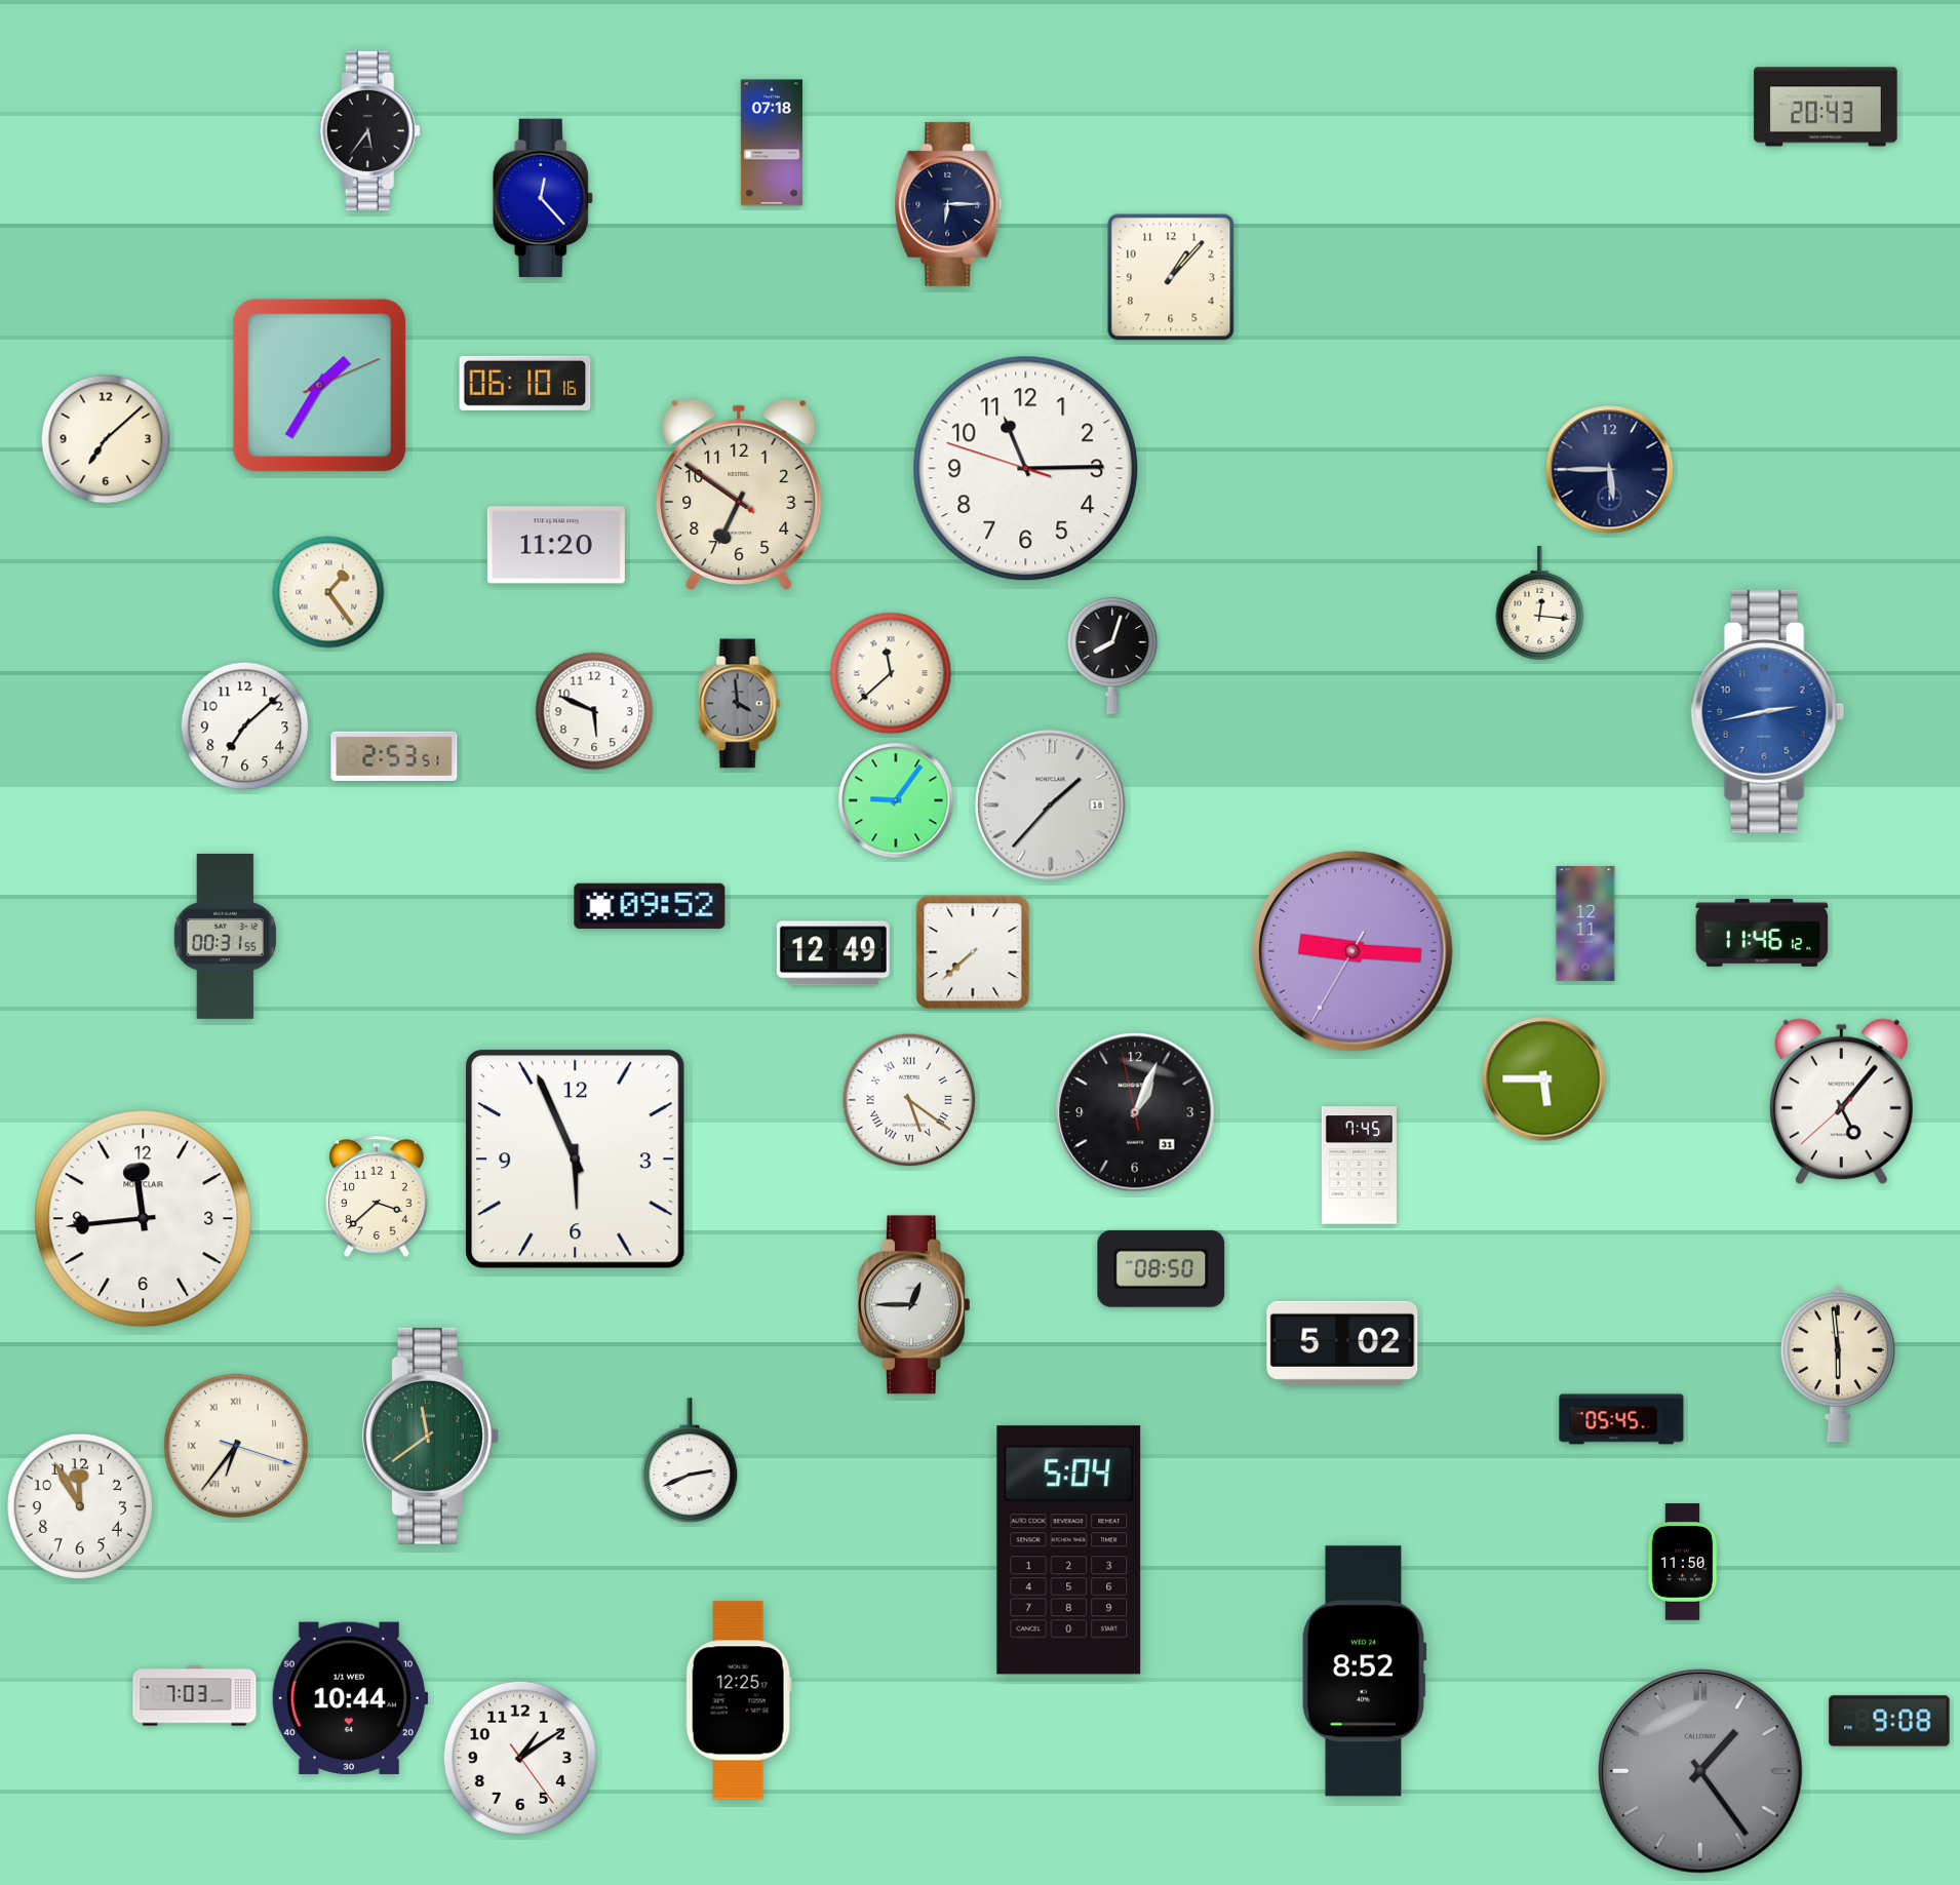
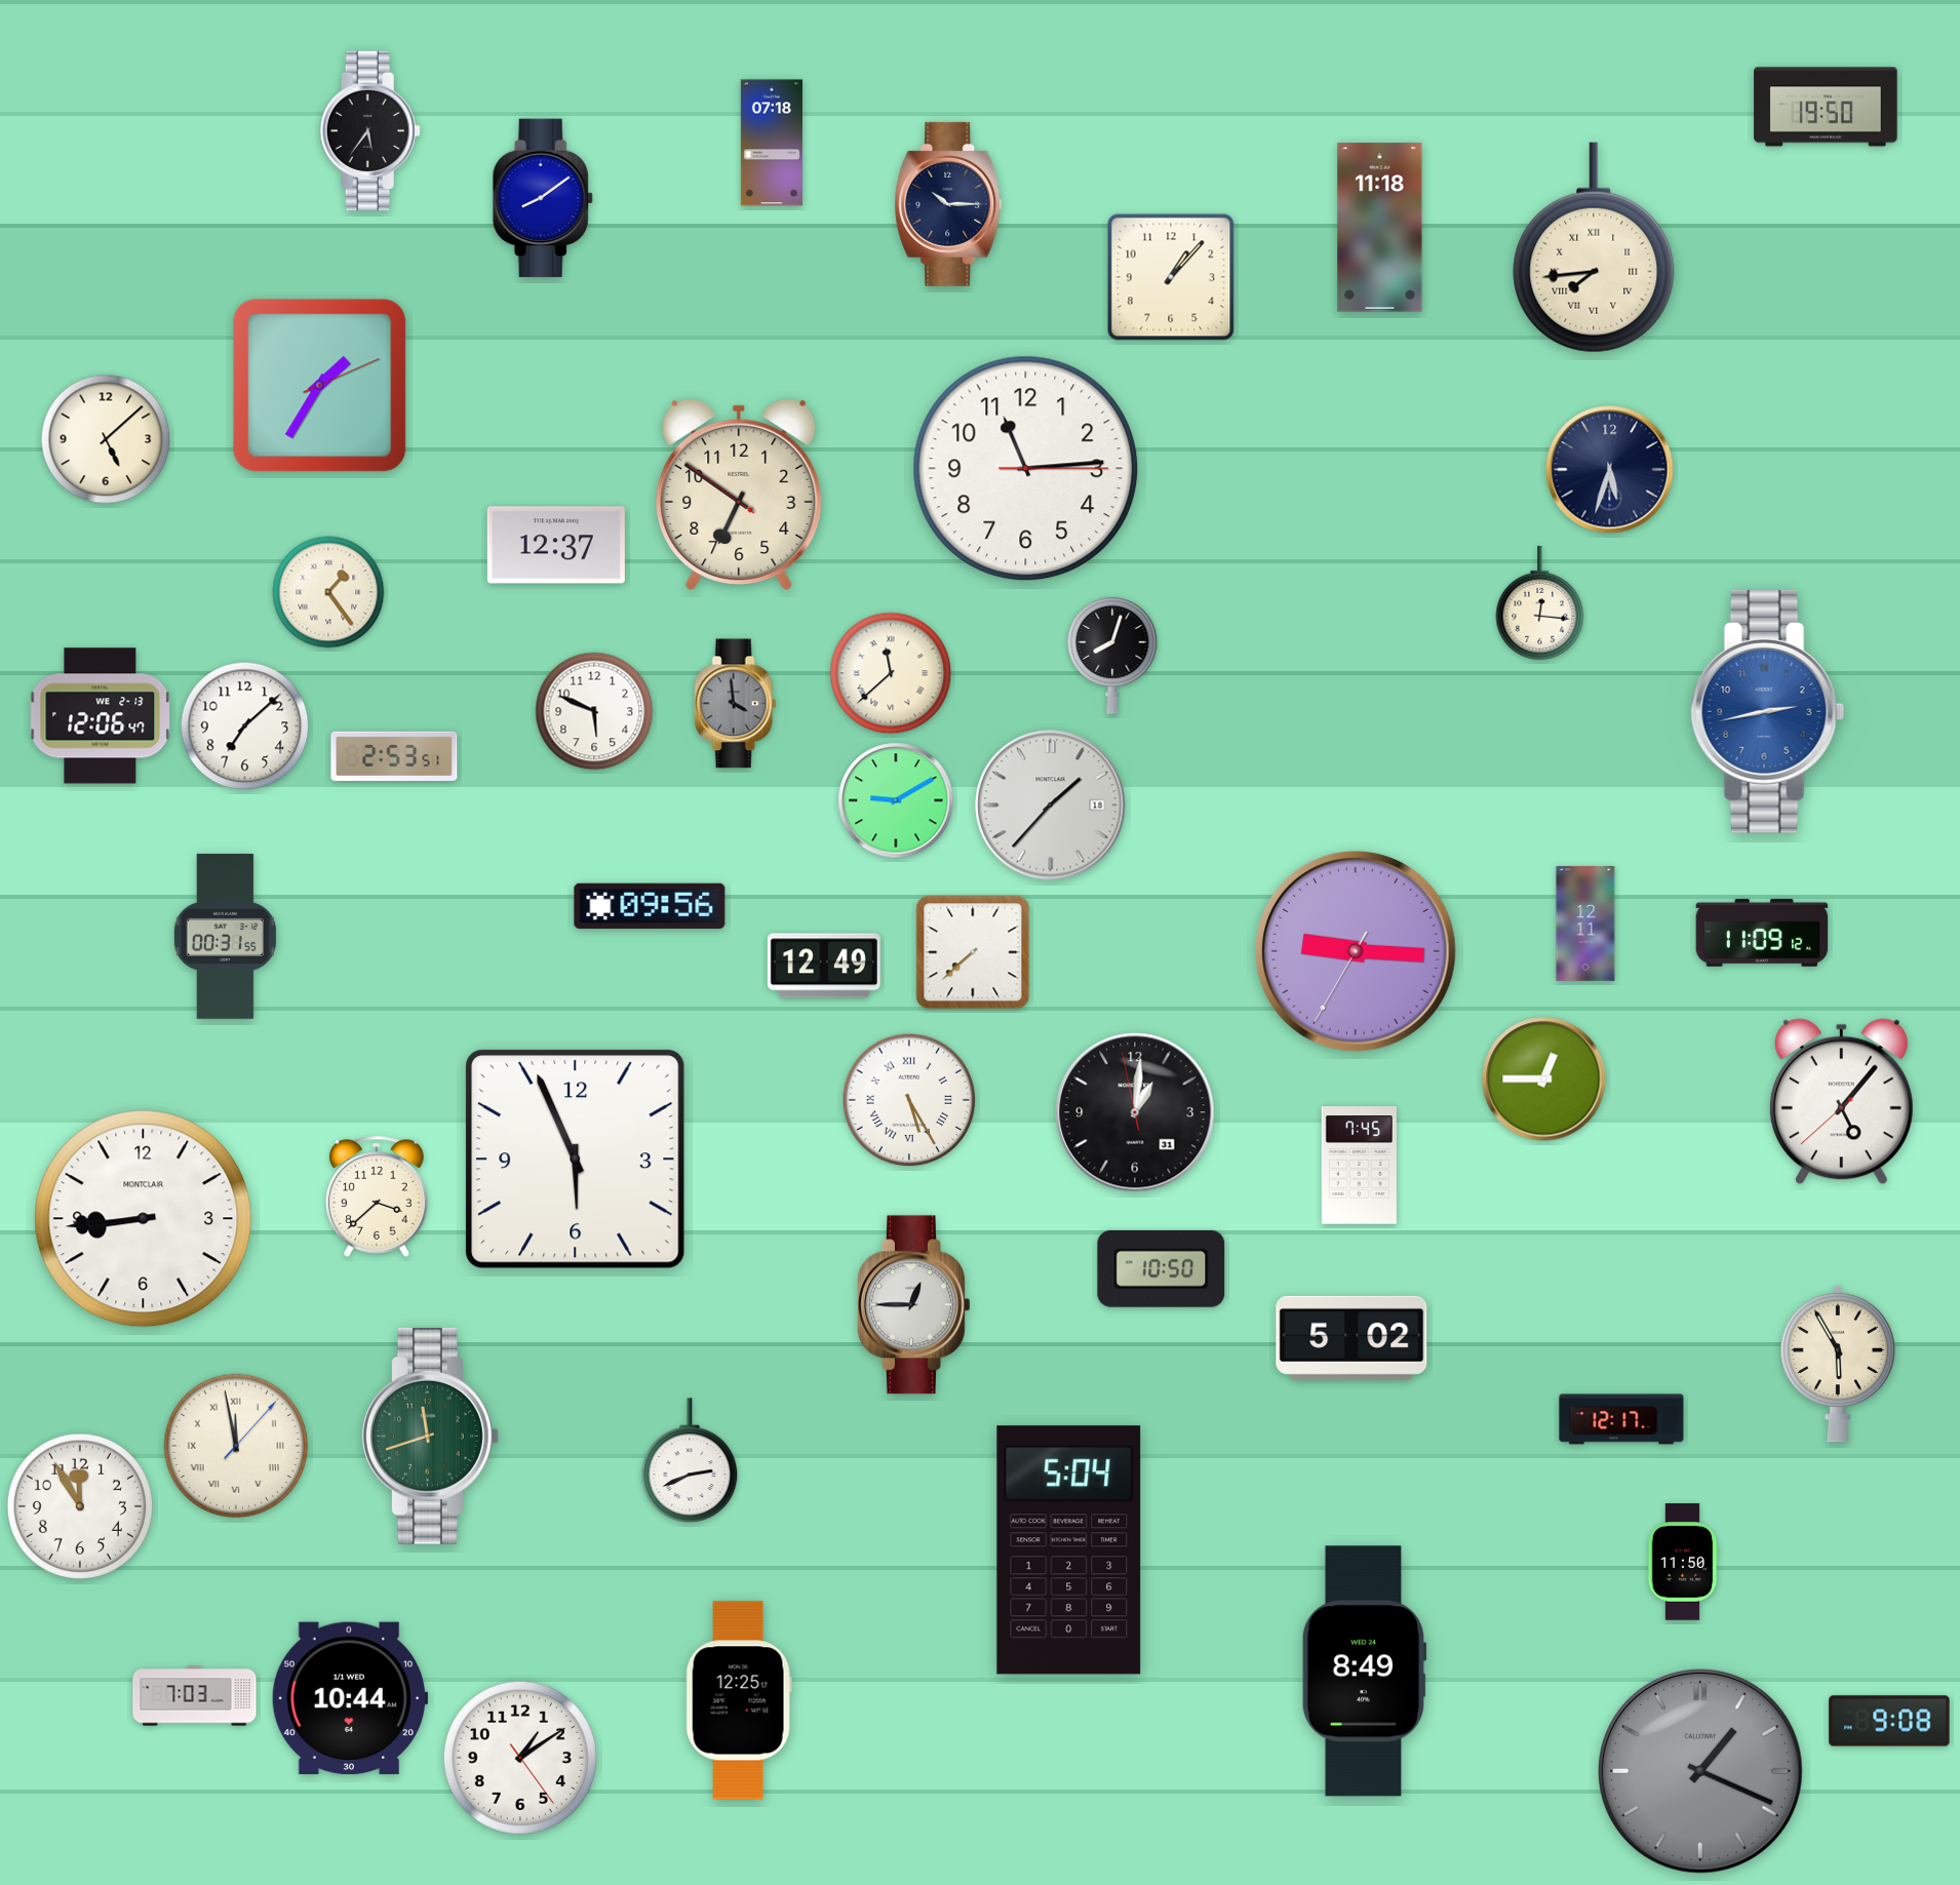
clock at (1826, 107): 20:43 -> 19:50
clock at (543, 198): 12:23 -> 8:09
clock at (948, 204): 6:15 -> 10:15
clock at (1380, 228): none -> 11:18
clock at (1594, 247): none -> 7:44
clock at (525, 383): 06:10 -> none
clock at (106, 439): 7:08 -> 5:08
clock at (1026, 469): 11:14:48 -> 11:14:15
clock at (1610, 470): 5:45 -> 5:33
clock at (556, 545): 11:20 -> 12:37
clock at (740, 704) position: (740, 704) -> (736, 704)
clock at (101, 716): none -> 12:06
clock at (896, 800): 9:06 -> 9:10
clock at (650, 905): 09:52 -> 09:56
clock at (1762, 933): 11:46 -> 11:09
clock at (1354, 952) position: (1354, 952) -> (1357, 952)
clock at (833, 953) position: (833, 953) -> (824, 966)
clock at (1544, 1079): 5:45 -> 12:45
clock at (909, 1100): 5:21 -> 5:25
clock at (1135, 1112): 1:03 -> 1:00
clock at (144, 1219): 11:44 -> 8:44
clock at (1162, 1268): 08:50 -> 10:50
clock at (1342, 1343) position: (1342, 1343) -> (1351, 1338)
clock at (1838, 1364): 5:59 -> 5:55
clock at (1621, 1419): 05:45 -> 12:17
clock at (431, 1436): 11:39 -> 11:42
clock at (236, 1446): 6:36 -> 11:58
clock at (1364, 1672): 8:52 -> 8:49
clock at (1701, 1772): 1:24 -> 1:19
